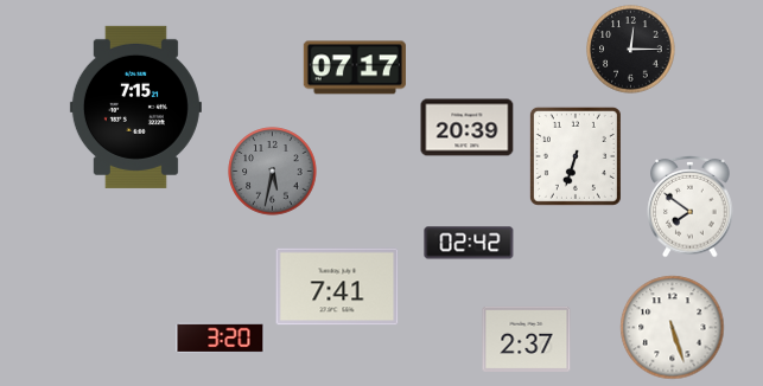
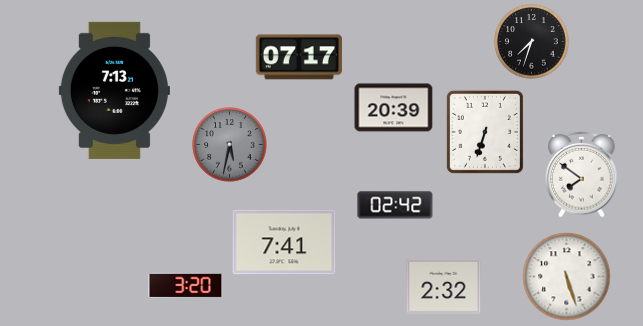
clock at (631, 50): 12:15 -> 7:33
clock at (135, 107): 7:15 -> 7:13
clock at (527, 339): 2:37 -> 2:32
